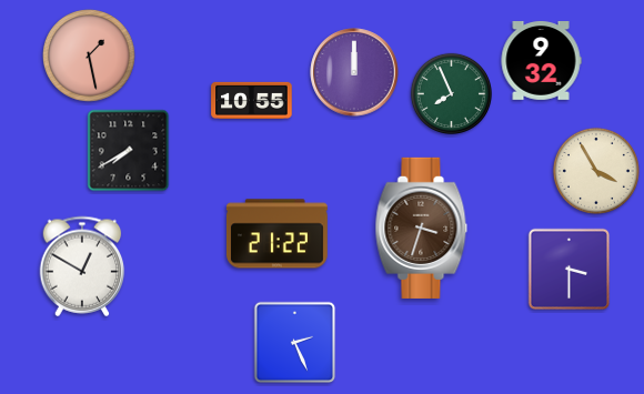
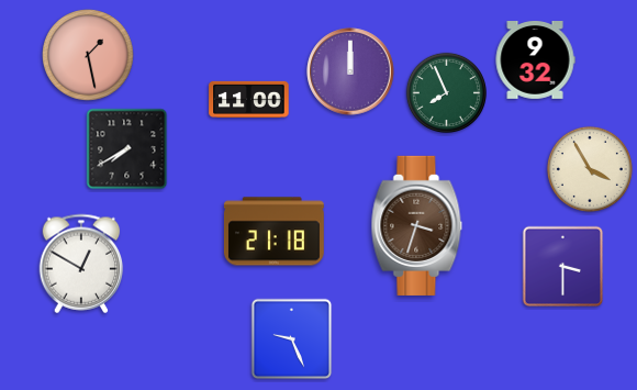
clock at (252, 100): 10:55 -> 11:00
clock at (278, 234): 21:22 -> 21:18
clock at (295, 343): 2:26 -> 9:26
